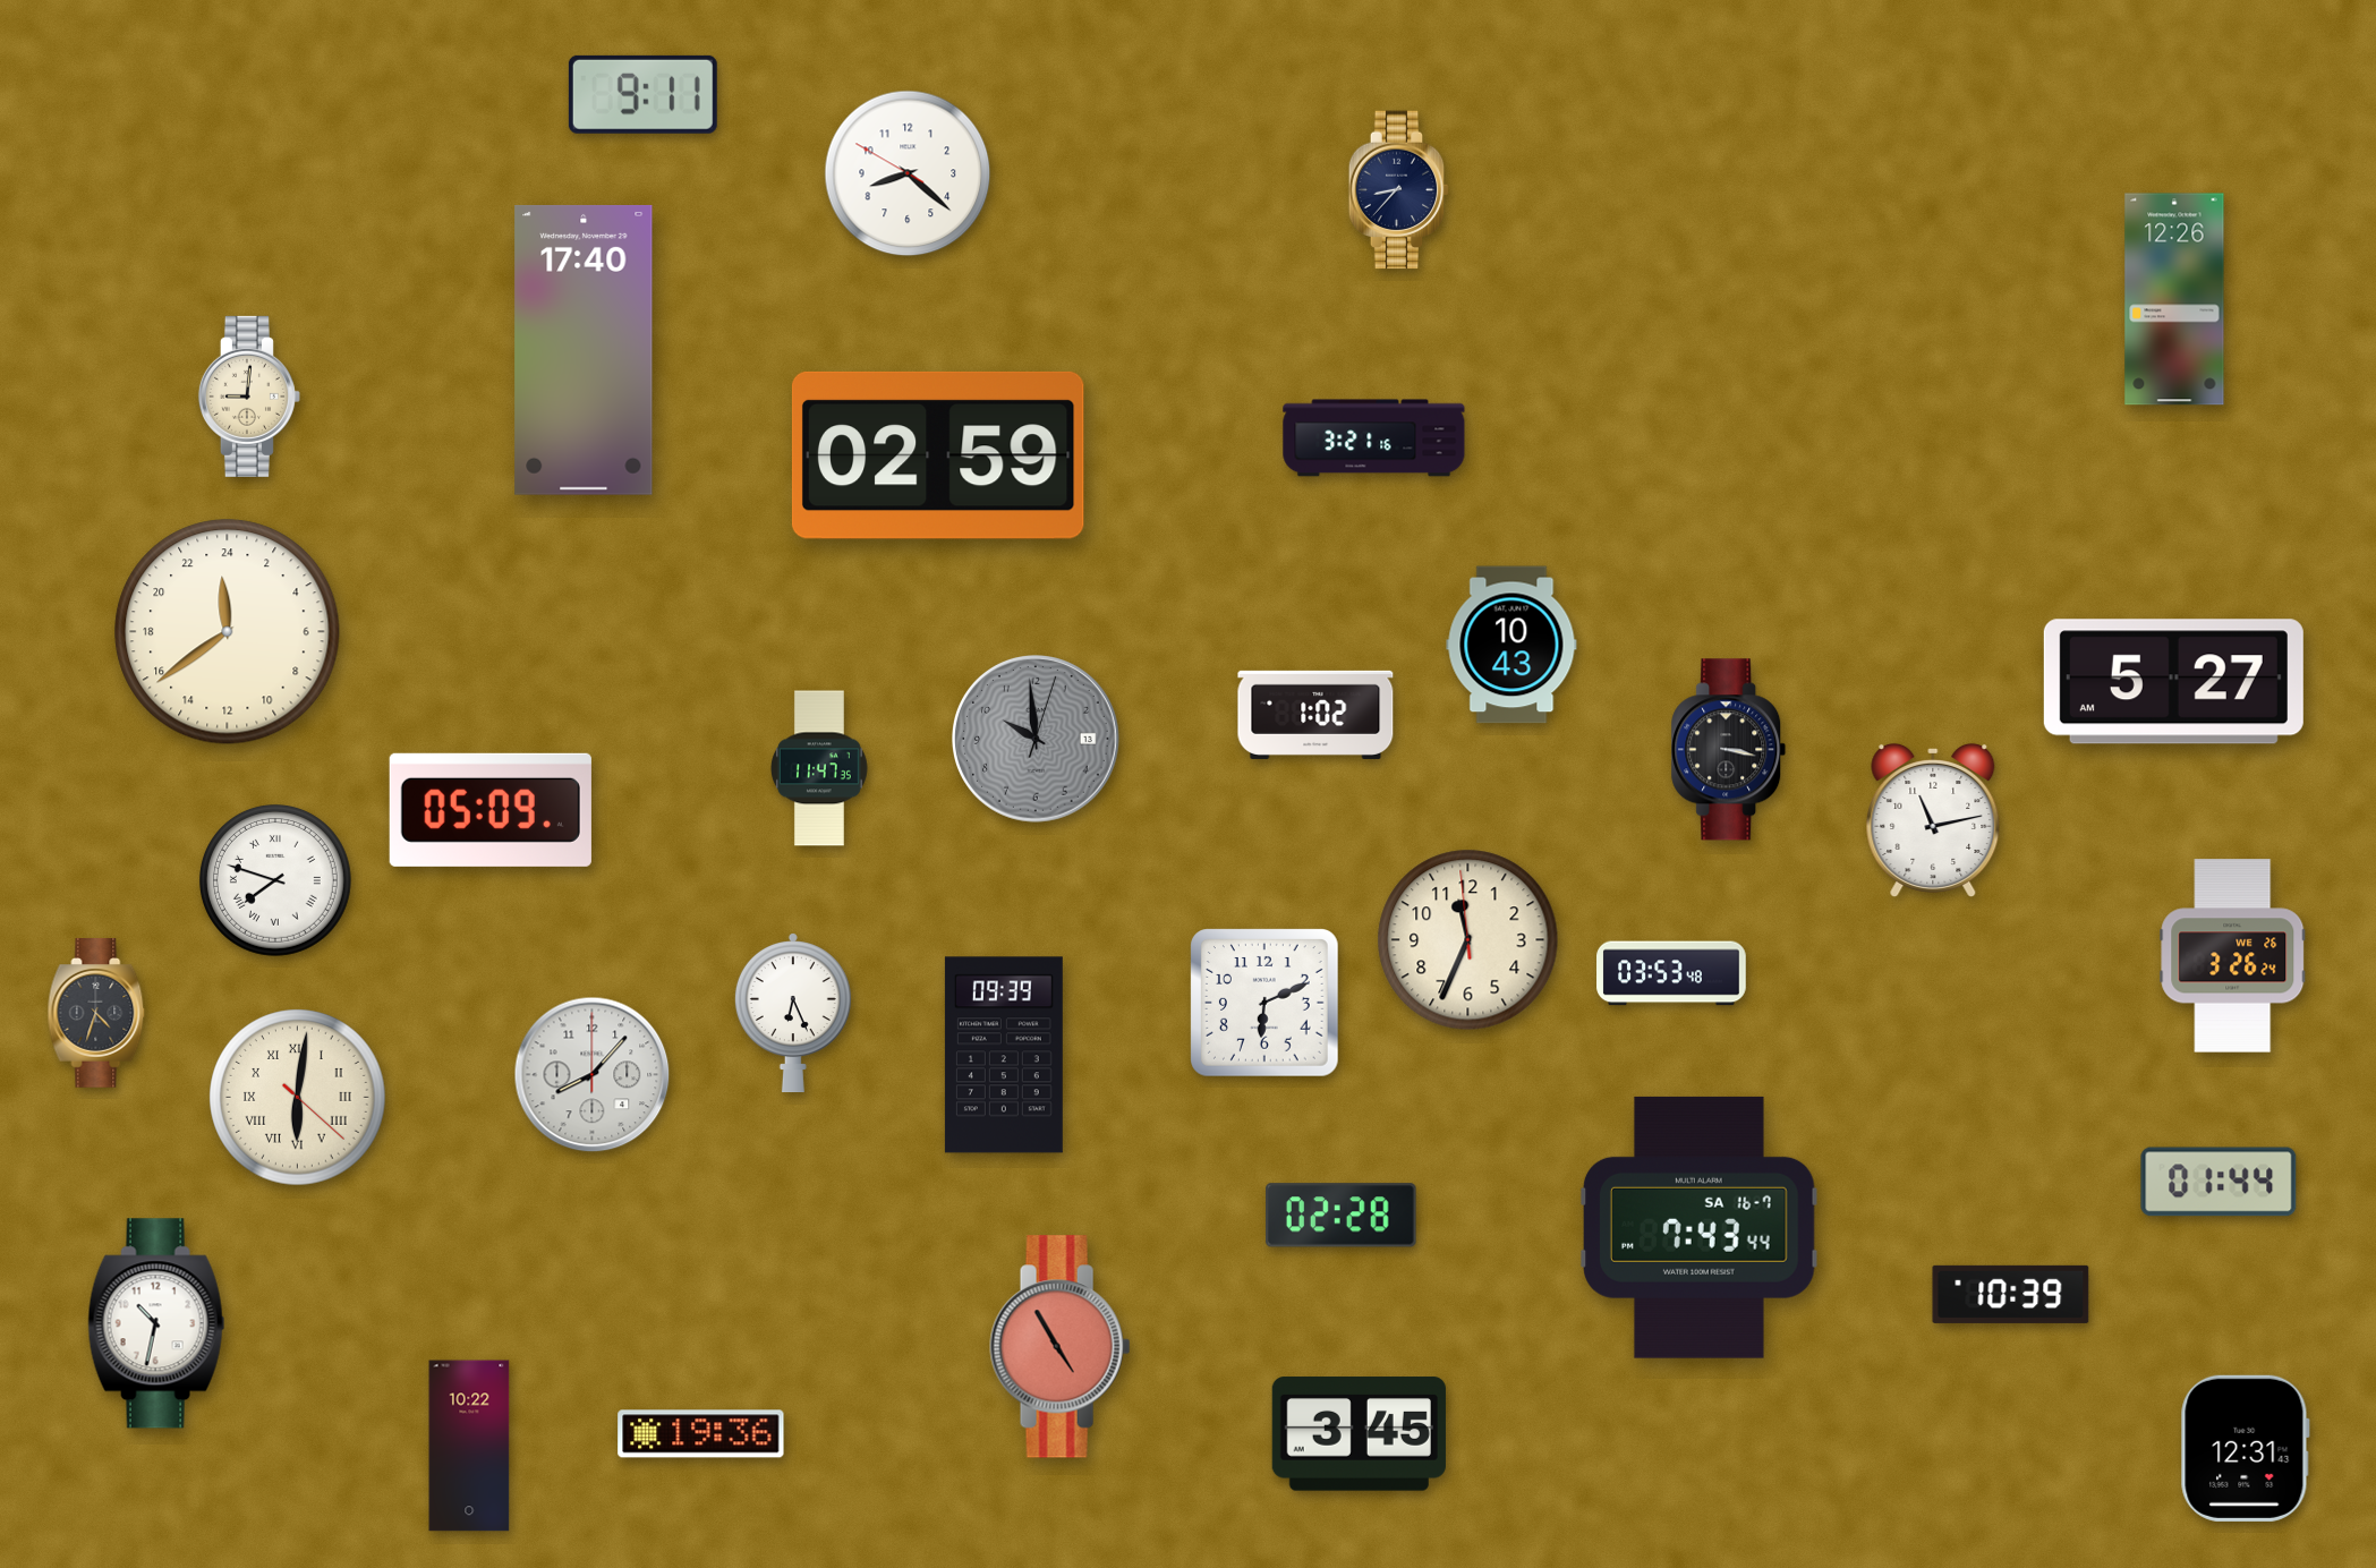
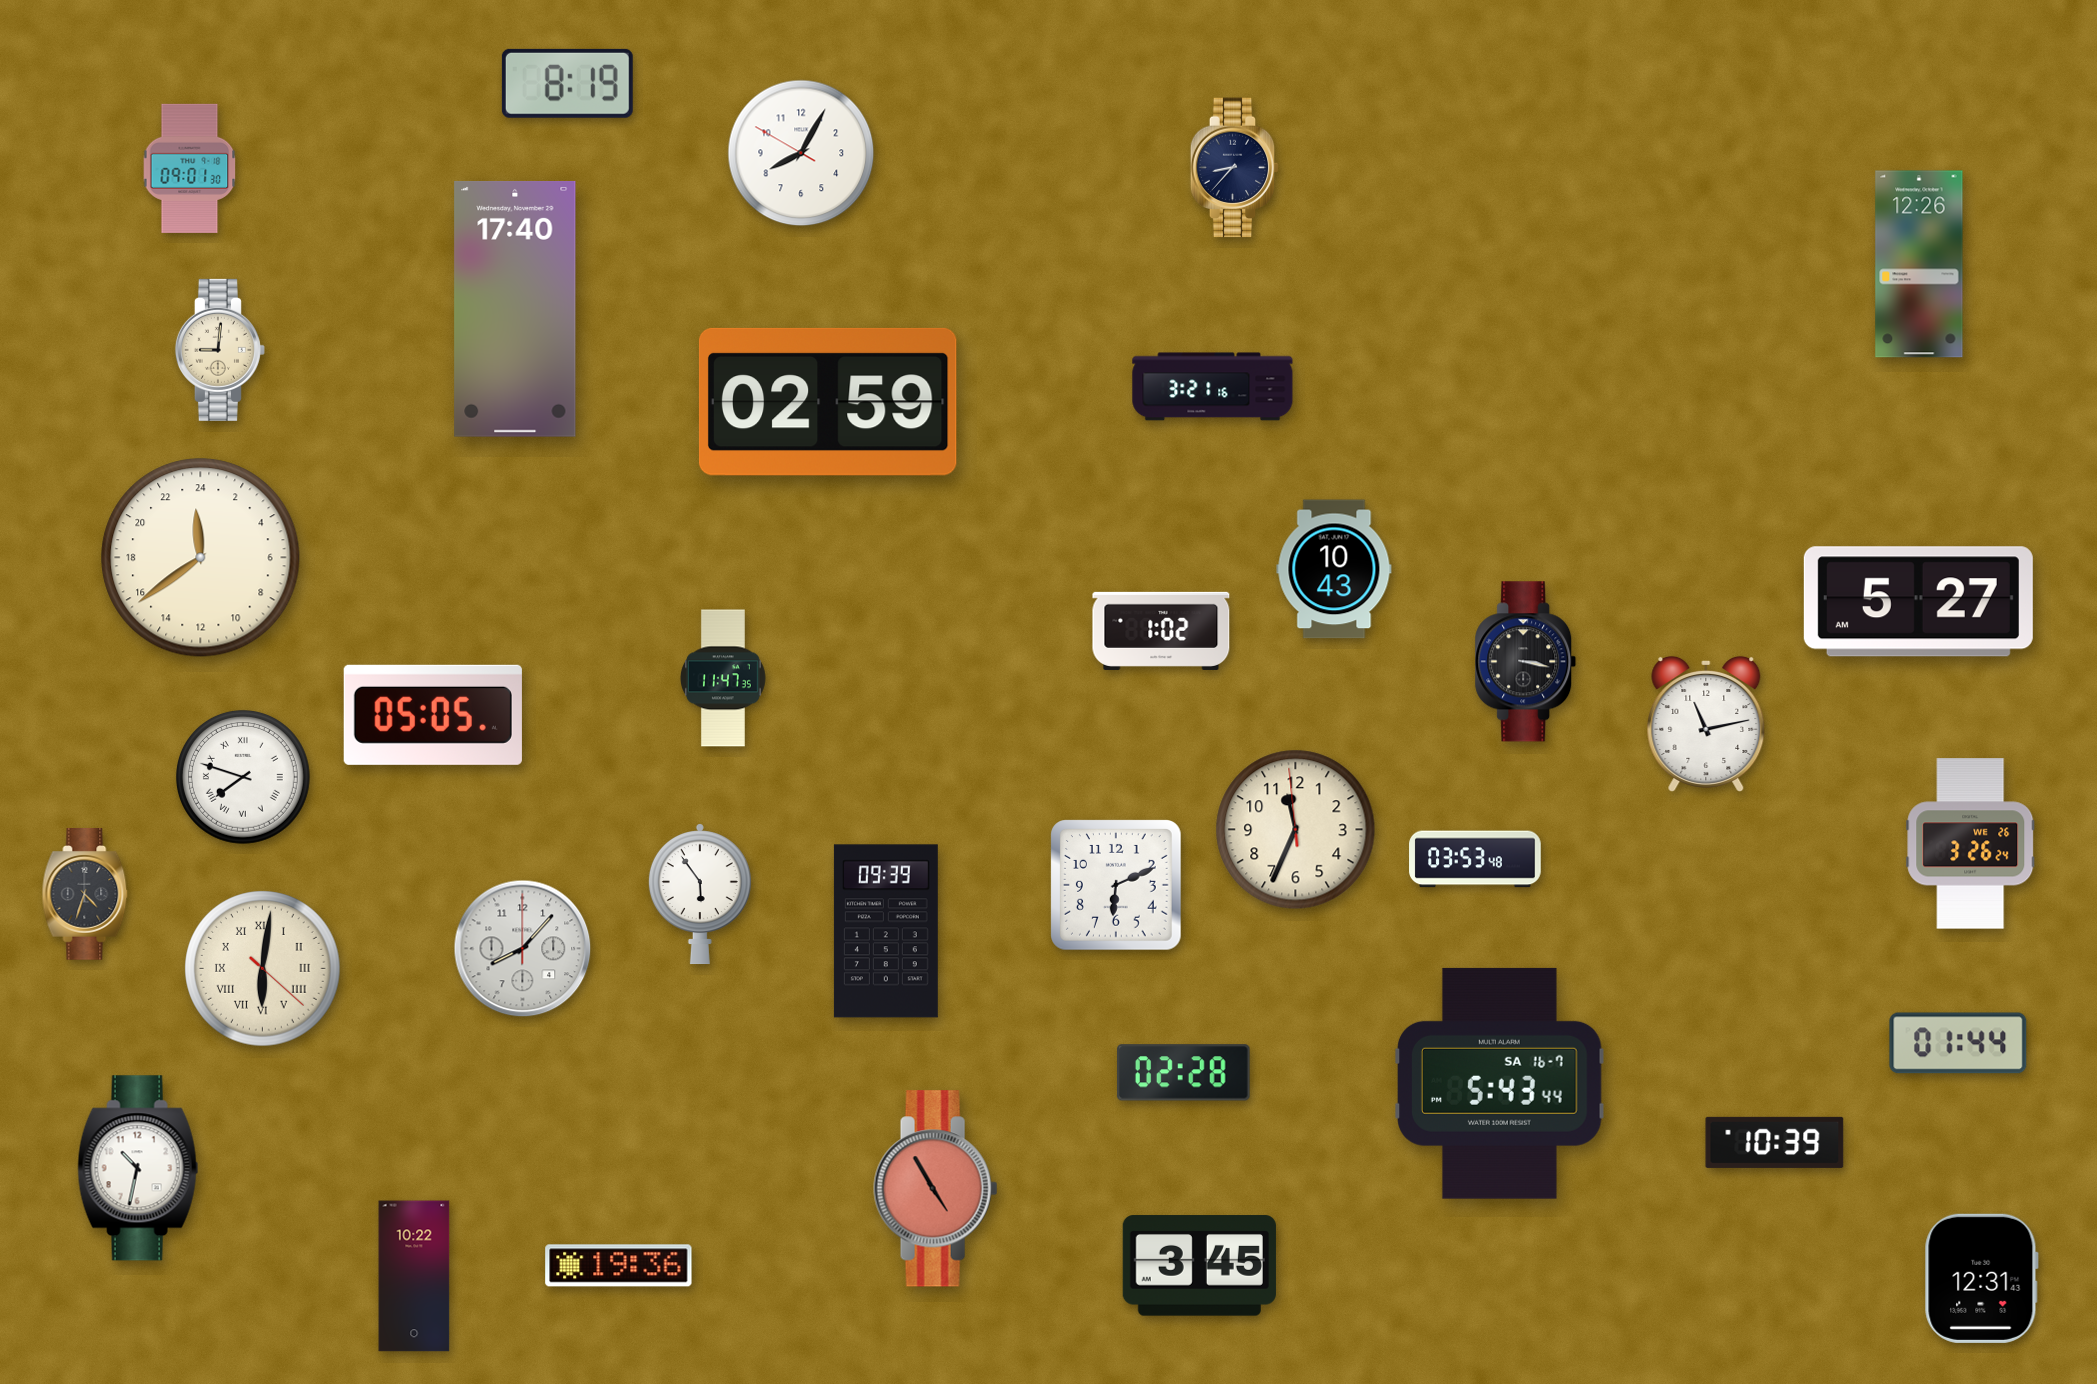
clock at (642, 94): 9:11 -> 8:19
clock at (908, 173): 8:21 -> 8:04
clock at (190, 168): none -> 09:01
clock at (1037, 740): 9:59 -> none
clock at (491, 810): 05:09 -> 05:05
clock at (793, 1013): 6:26 -> 5:54
clock at (1700, 1227): 7:43 -> 5:43
